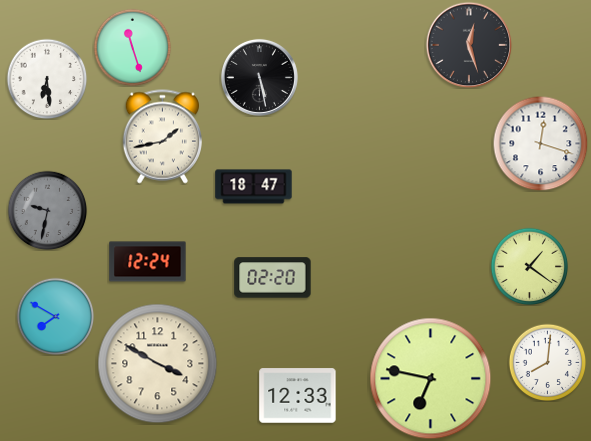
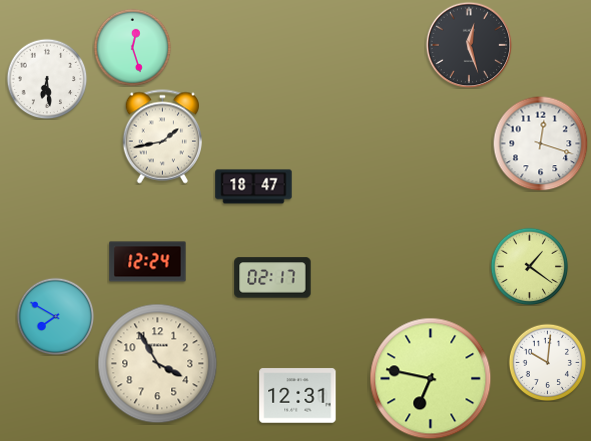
clock at (132, 47): 11:27 -> 12:27
clock at (259, 77): 5:28 -> none
clock at (47, 210): 9:32 -> none
clock at (273, 278): 02:20 -> 02:17
clock at (547, 362): 8:01 -> 10:01
clock at (158, 364): 3:50 -> 3:55
clock at (298, 396): 12:33 -> 12:31
